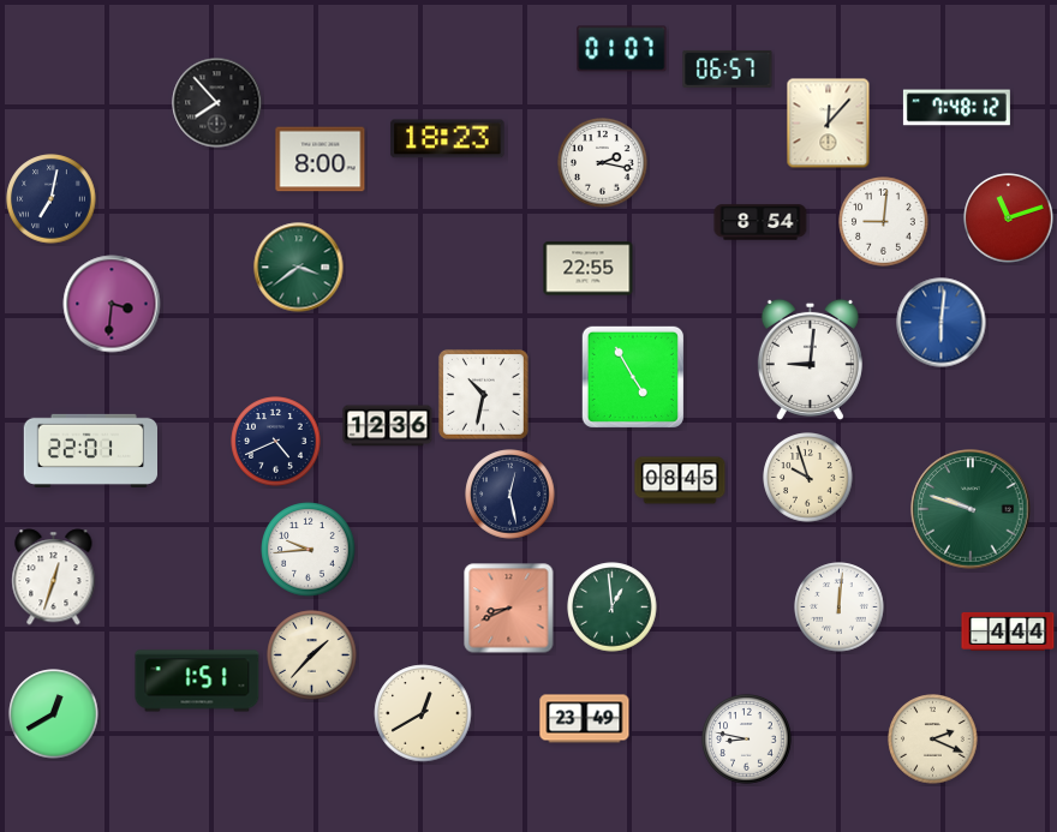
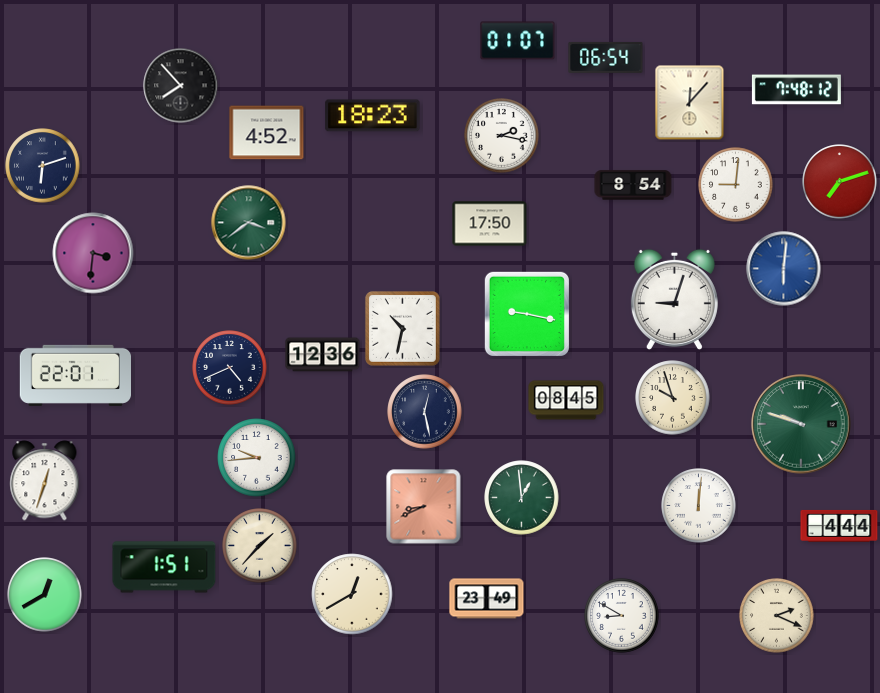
clock at (728, 68): 06:57 -> 06:54
clock at (321, 160): 8:00 -> 4:52
clock at (52, 199): 7:02 -> 6:12
clock at (1009, 219): 11:12 -> 7:12
clock at (589, 269): 22:55 -> 17:50
clock at (810, 359): 9:01 -> 9:03
clock at (633, 377): 4:55 -> 9:17
clock at (971, 509) position: (971, 509) -> (801, 424)
clock at (613, 607) position: (613, 607) -> (522, 498)
clock at (747, 740): 8:47 -> 8:50
